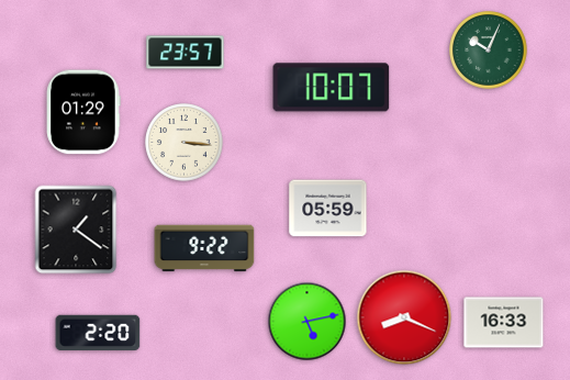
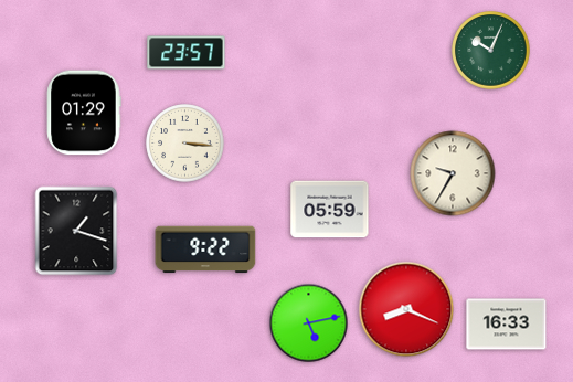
clock at (332, 88): 10:07 -> none
clock at (453, 173): none -> 9:35
clock at (76, 230): 1:21 -> 1:18
clock at (404, 317) position: (404, 317) -> (406, 309)
clock at (98, 333): 2:20 -> none
